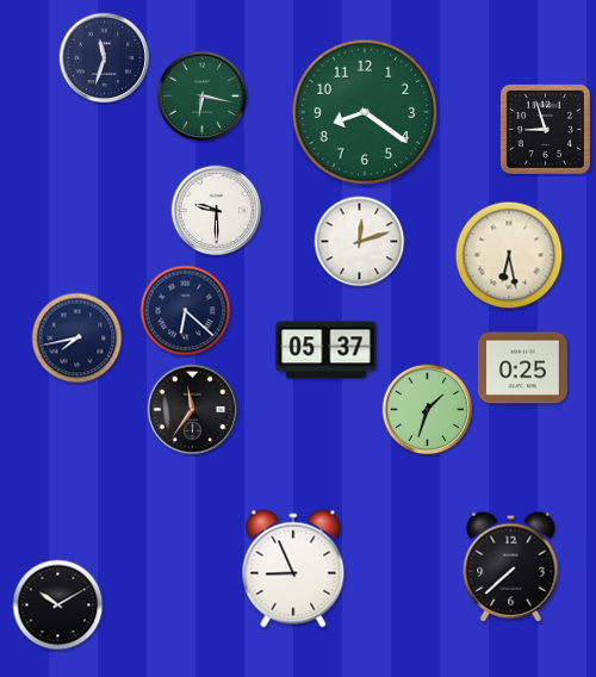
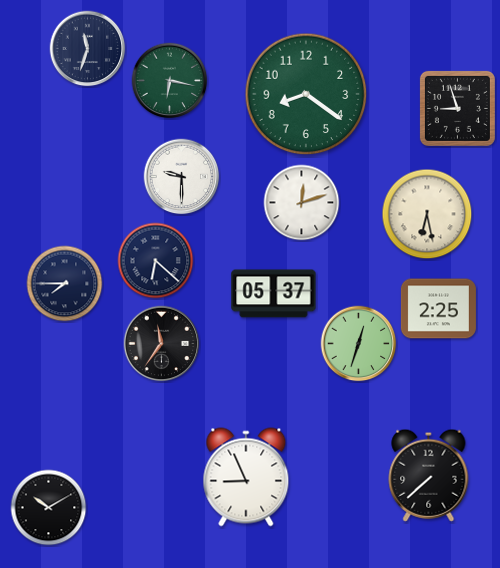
clock at (77, 338): 7:43 -> 7:45
clock at (522, 368): 0:25 -> 2:25
clock at (428, 410): 1:33 -> 12:33
